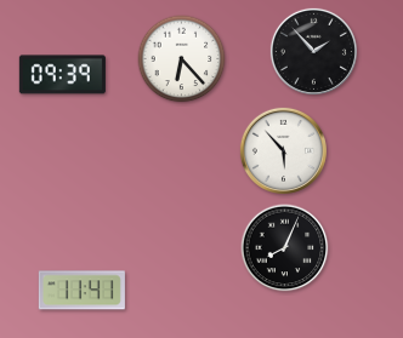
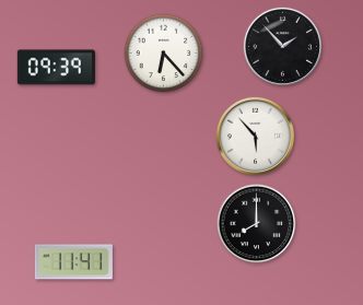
clock at (285, 248): 8:04 -> 8:00
